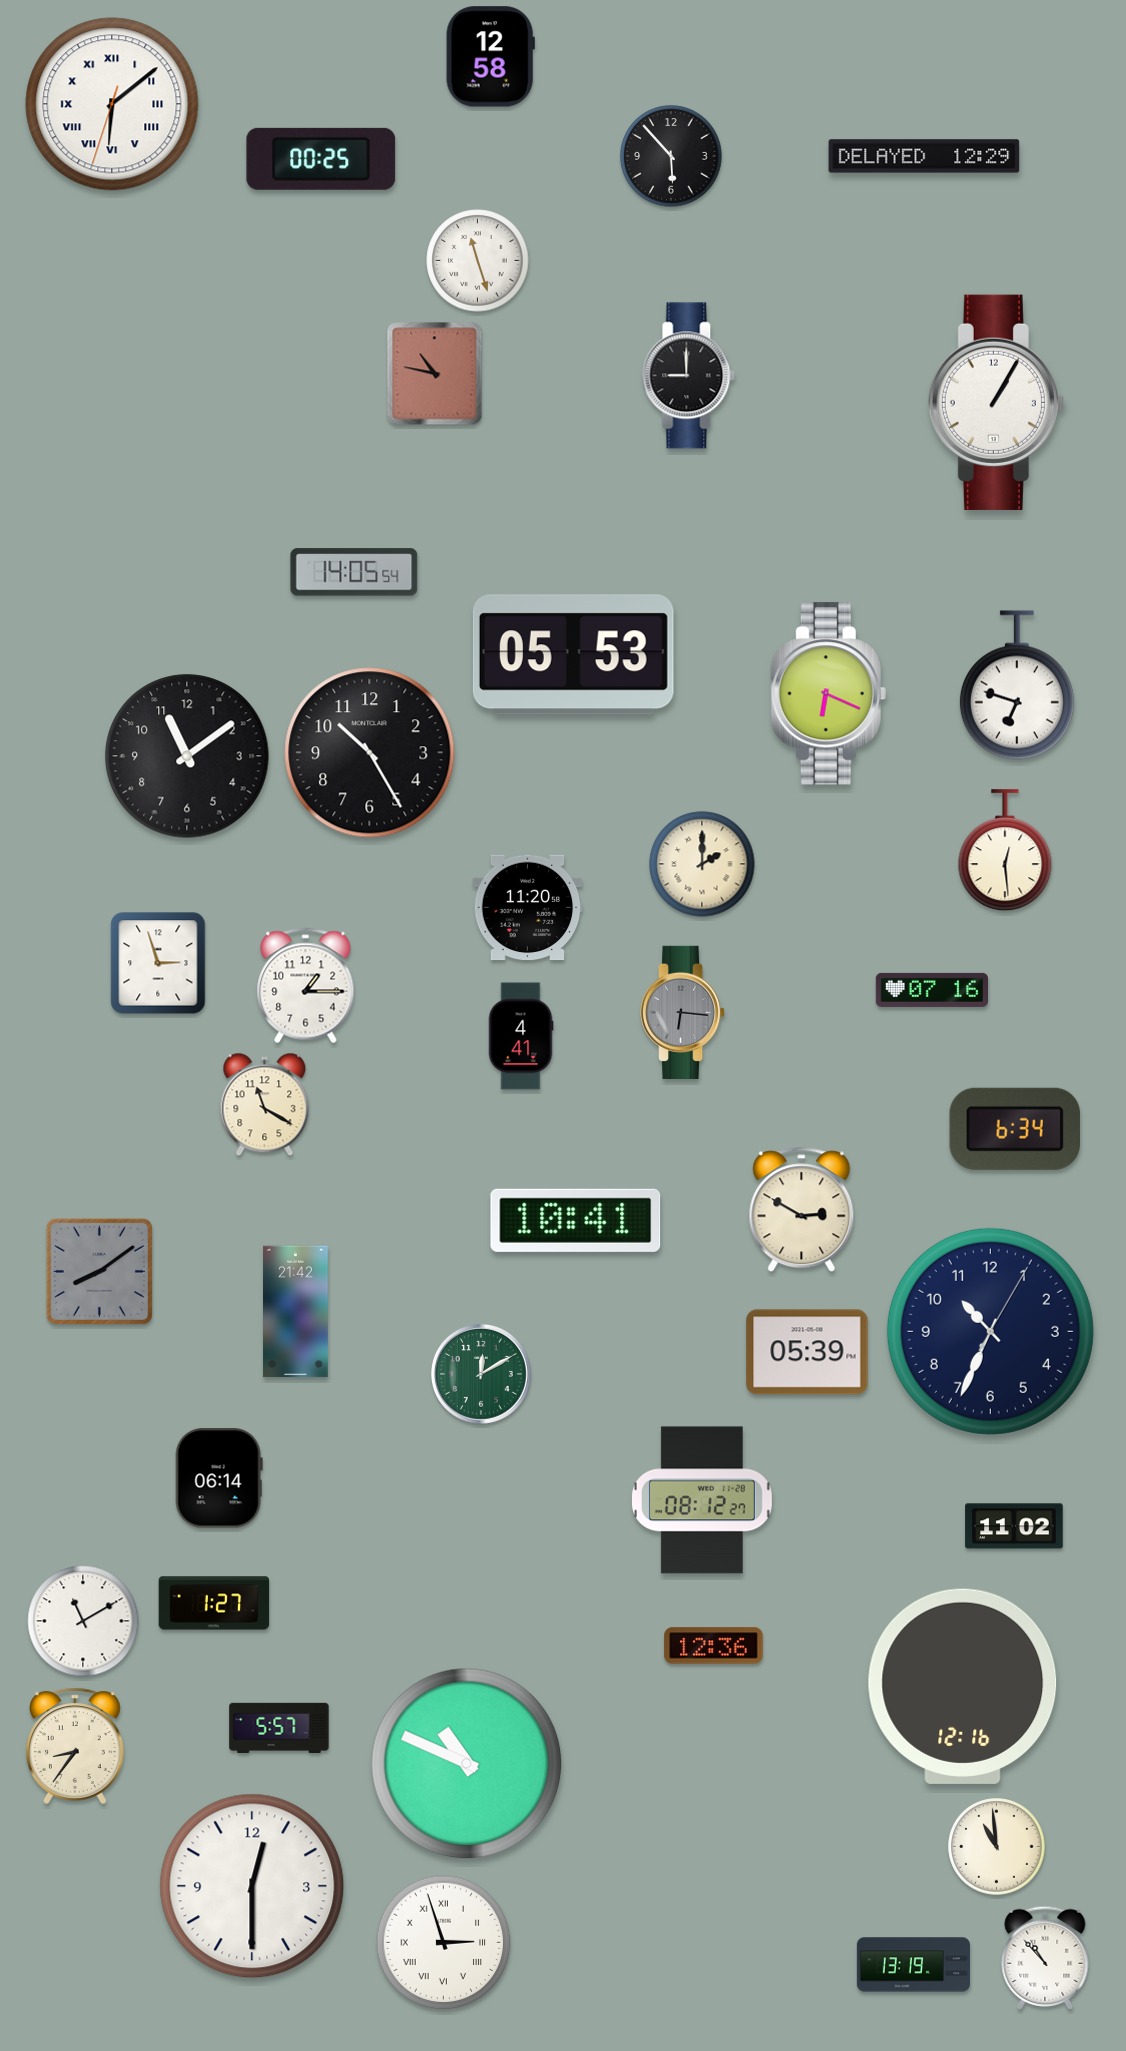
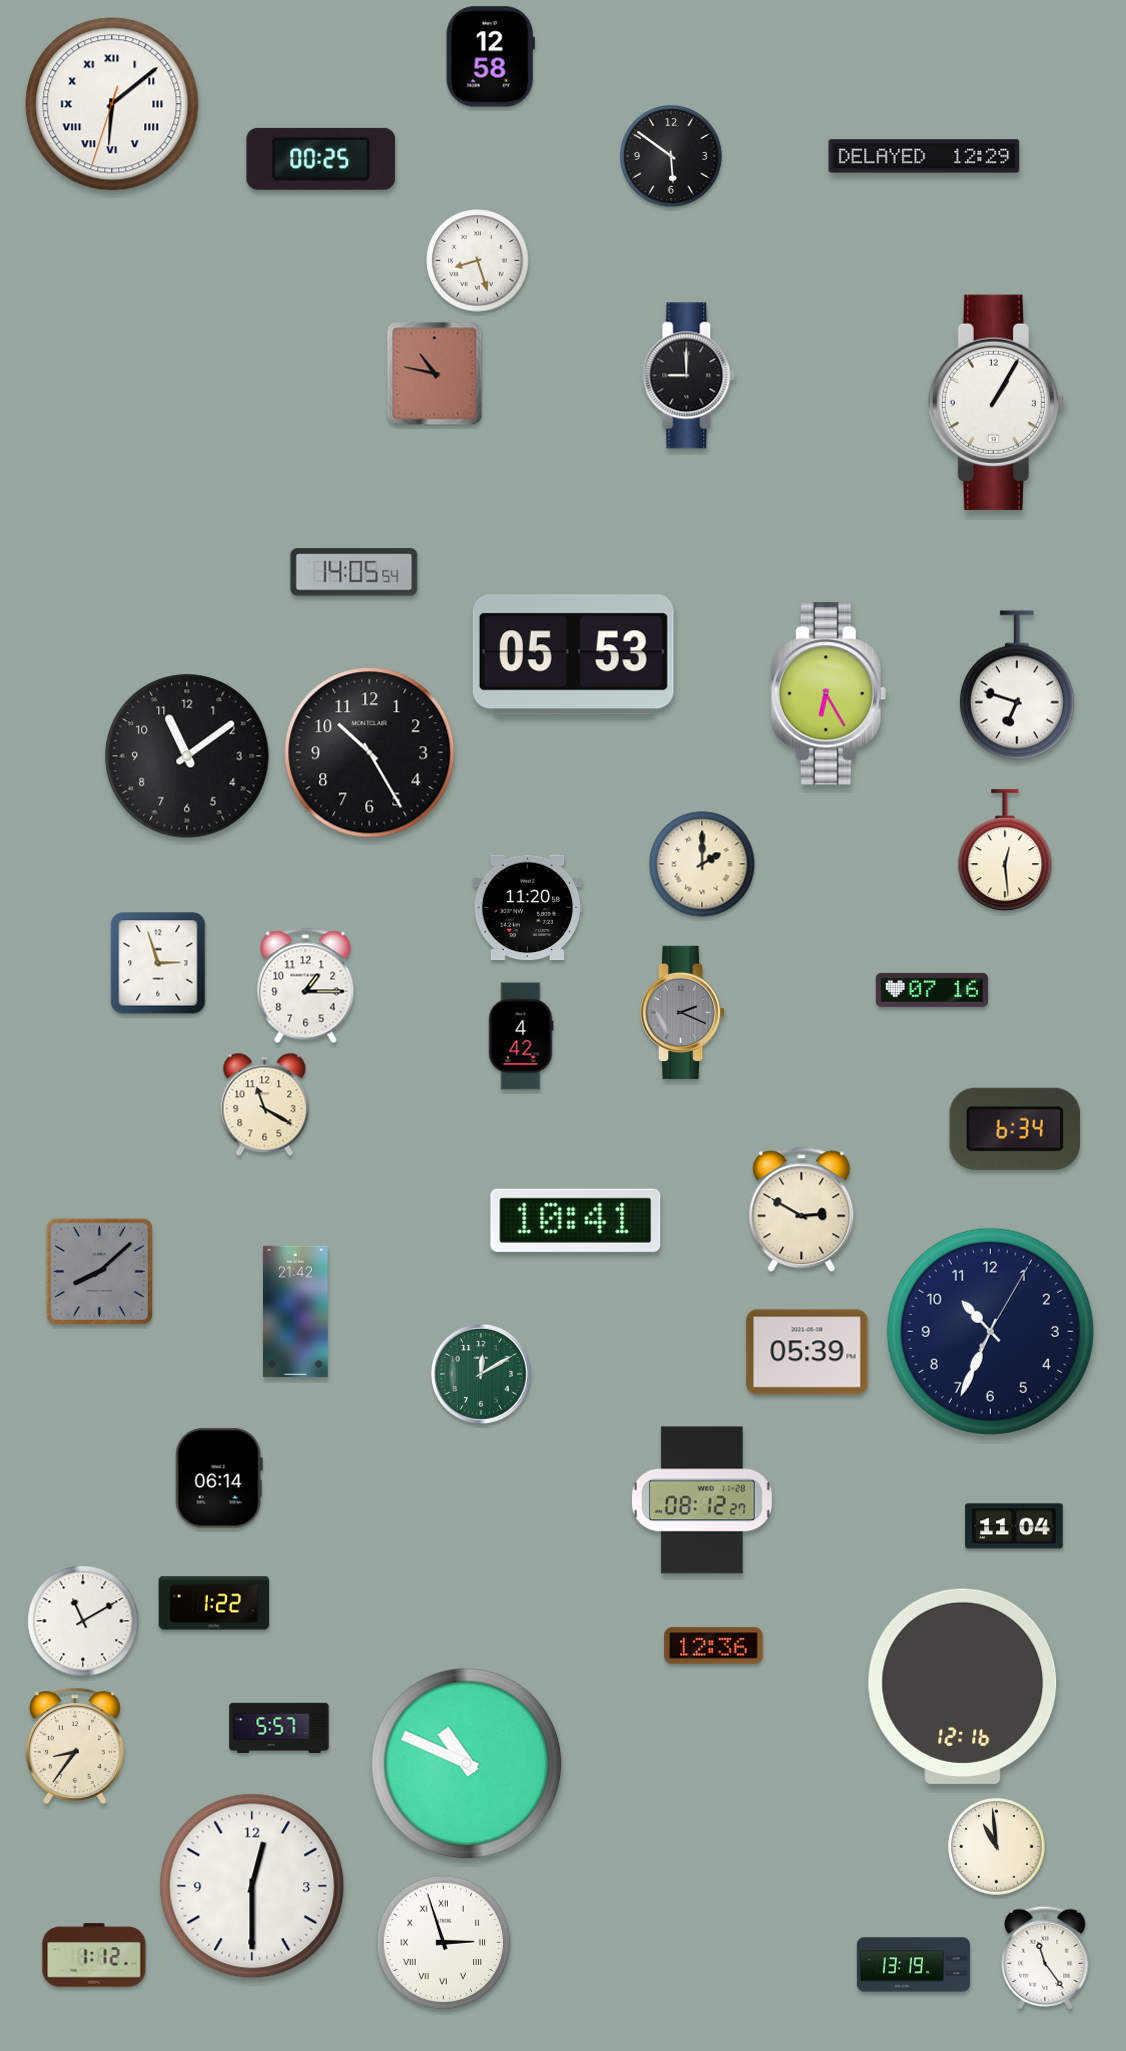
clock at (671, 156): 5:53 -> 5:51
clock at (478, 261): 11:27 -> 8:27
clock at (828, 694): 6:19 -> 6:25
clock at (684, 1012): 6:16 -> 2:19
clock at (521, 1036): 4:41 -> 4:42
clock at (99, 1271): 8:09 -> 8:08
clock at (1014, 1526): 11:02 -> 11:04
clock at (214, 1603): 1:27 -> 1:22
clock at (94, 1955): none -> 1:12
clock at (1045, 1958): 10:53 -> 11:24
